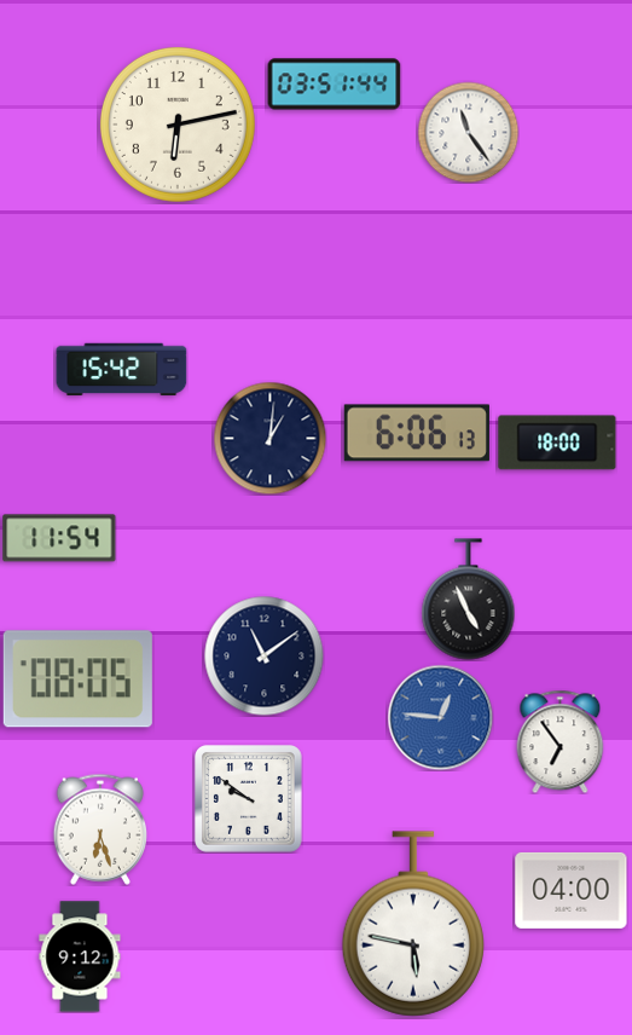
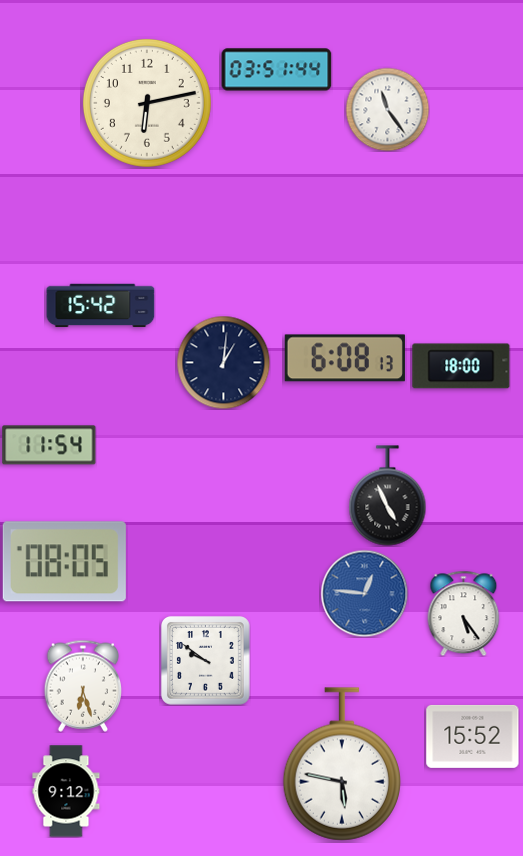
clock at (417, 433): 6:06 -> 6:08
clock at (265, 657): 11:09 -> none
clock at (561, 741): 6:54 -> 5:24
clock at (572, 890): 04:00 -> 15:52
